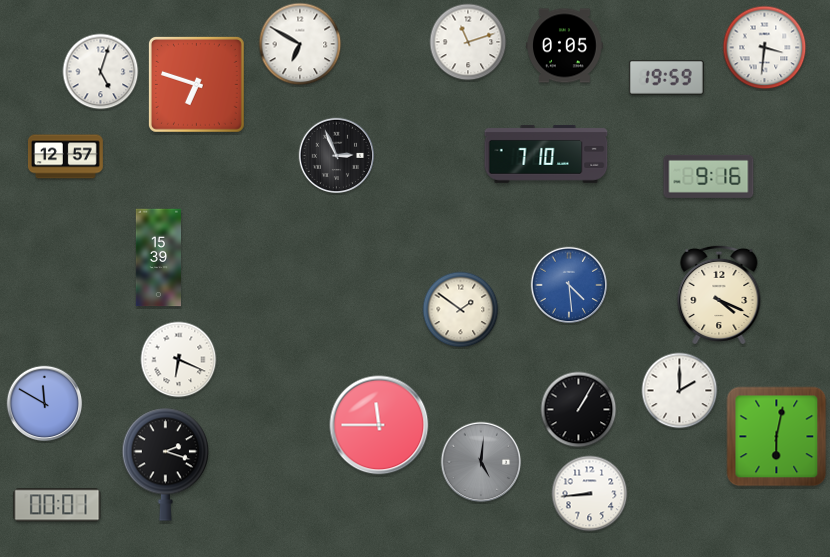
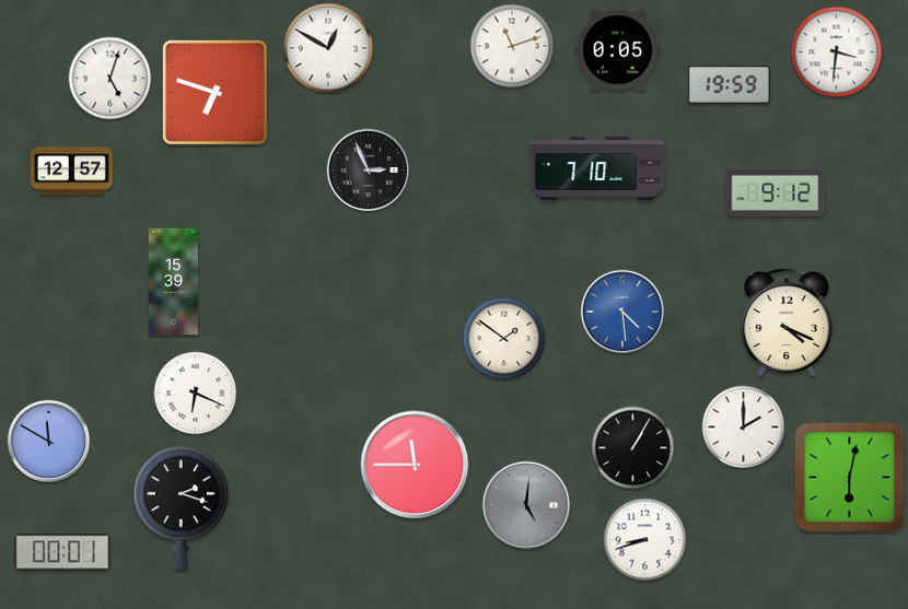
clock at (300, 44): 6:50 -> 12:50
clock at (709, 176): 9:16 -> 9:12
clock at (590, 494): 8:44 -> 8:42
